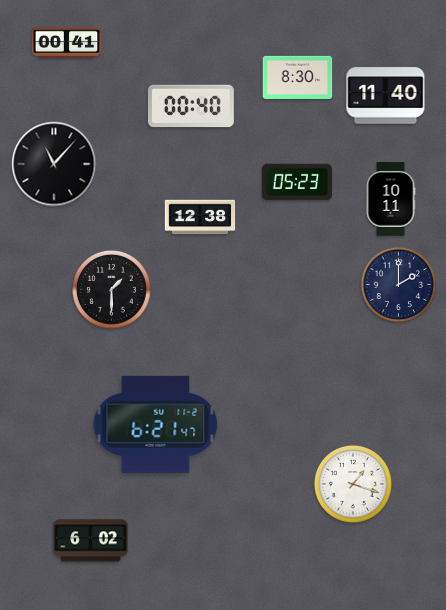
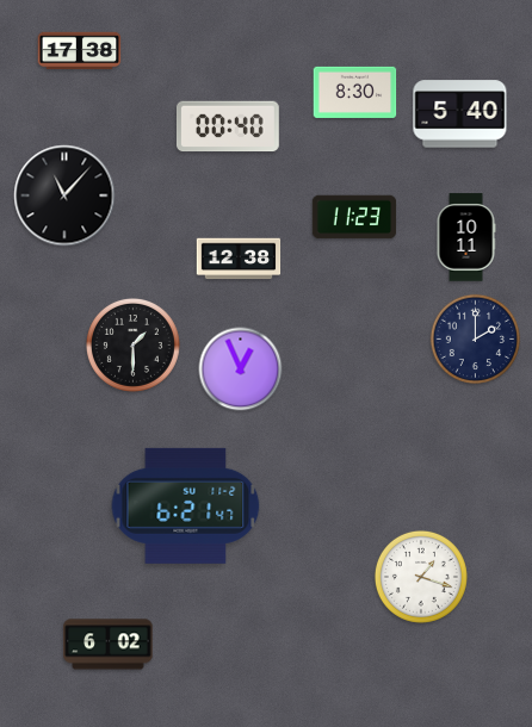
clock at (67, 43): 00:41 -> 17:38
clock at (386, 96): 11:40 -> 5:40
clock at (297, 182): 05:23 -> 11:23
clock at (241, 369): none -> 12:56
